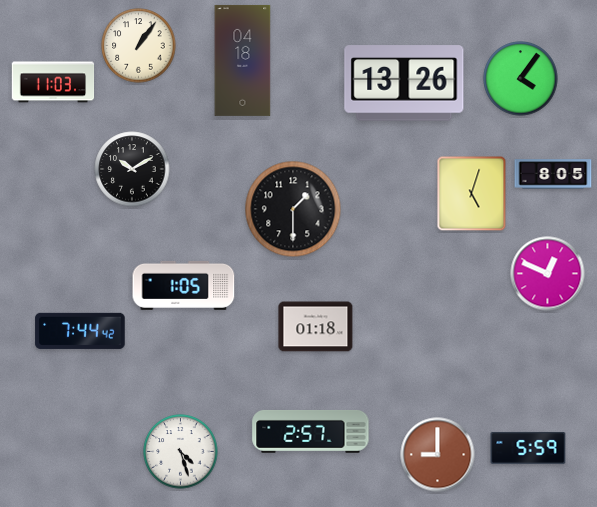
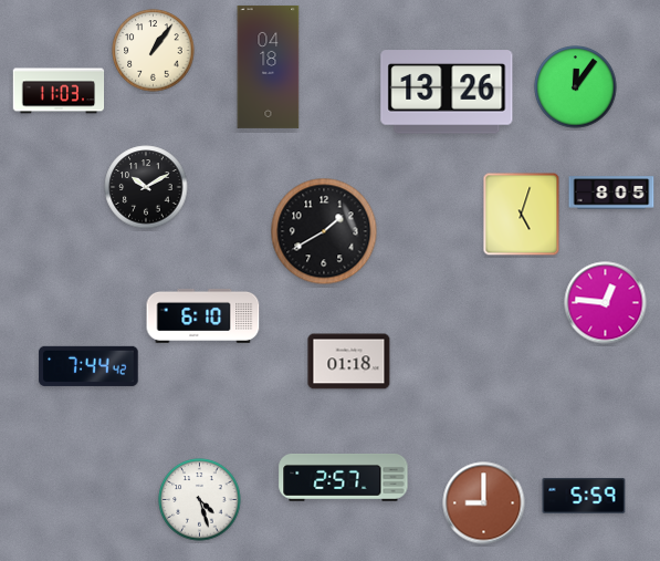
clock at (521, 79): 4:06 -> 12:06
clock at (293, 209): 1:30 -> 1:40
clock at (548, 274): 12:49 -> 12:46
clock at (184, 285): 1:05 -> 6:10
